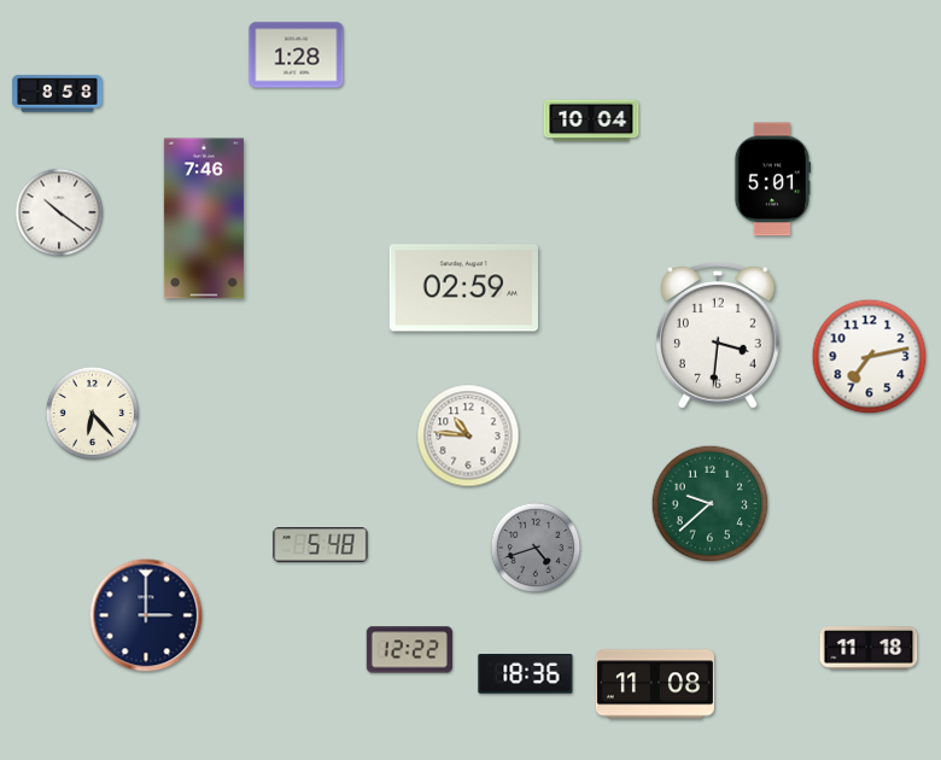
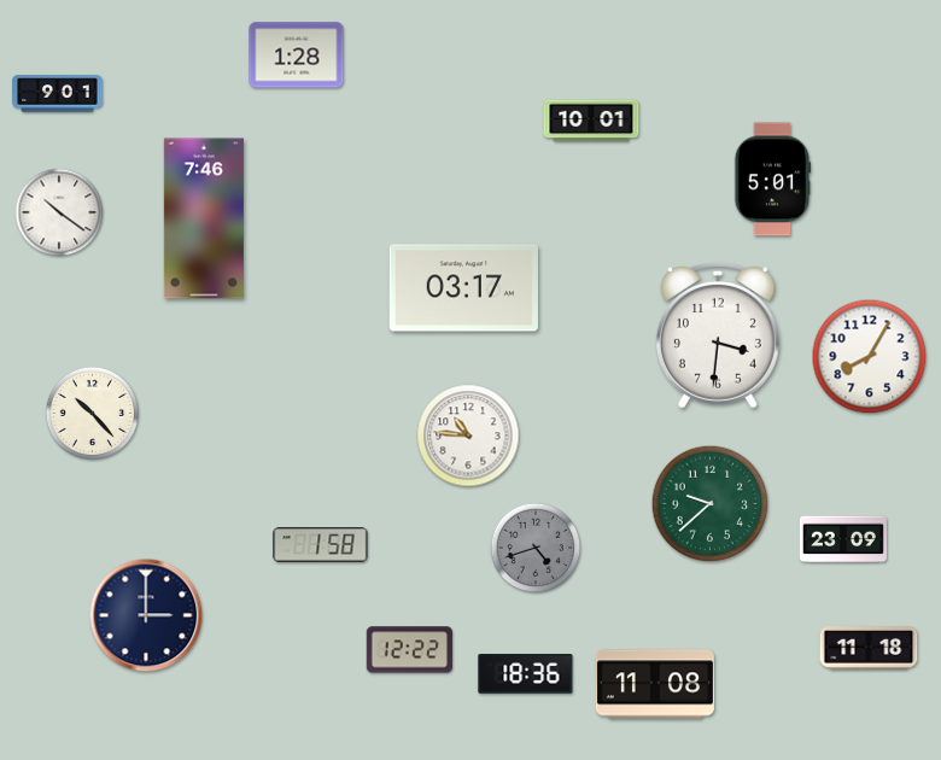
clock at (58, 94): 8:58 -> 9:01
clock at (591, 121): 10:04 -> 10:01
clock at (463, 288): 02:59 -> 03:17
clock at (870, 357): 7:13 -> 8:05
clock at (92, 413): 6:23 -> 10:23
clock at (843, 539): none -> 23:09
clock at (321, 545): 5:48 -> 1:58
